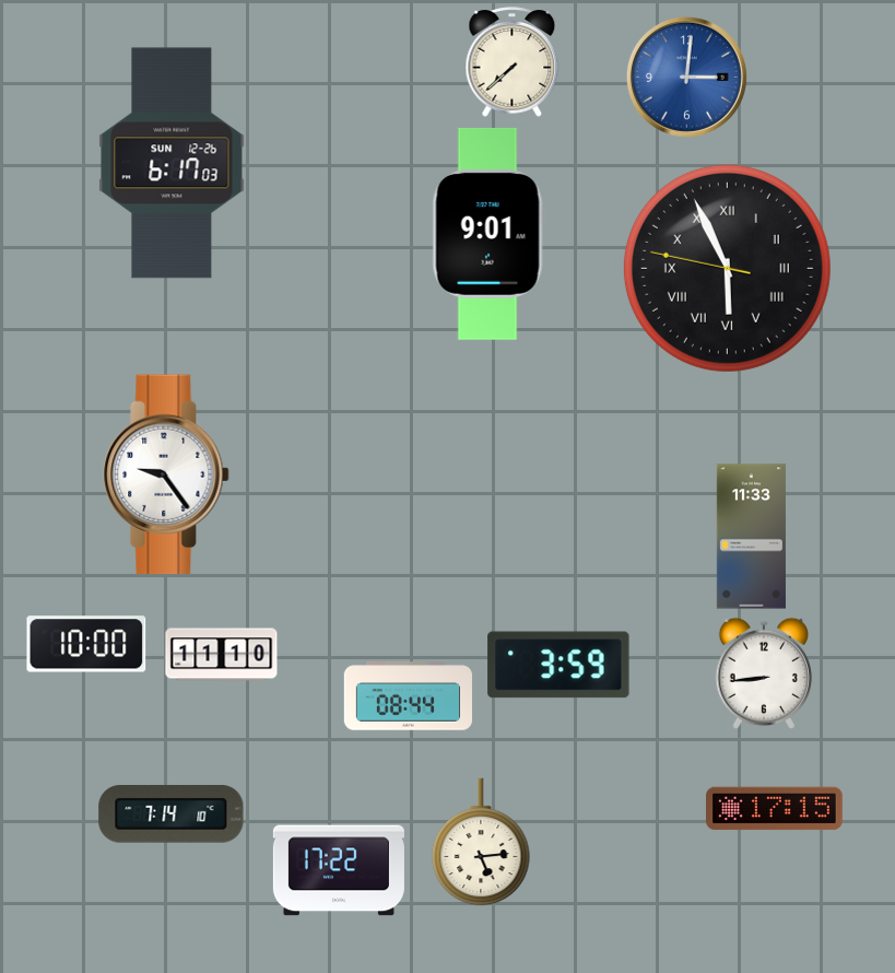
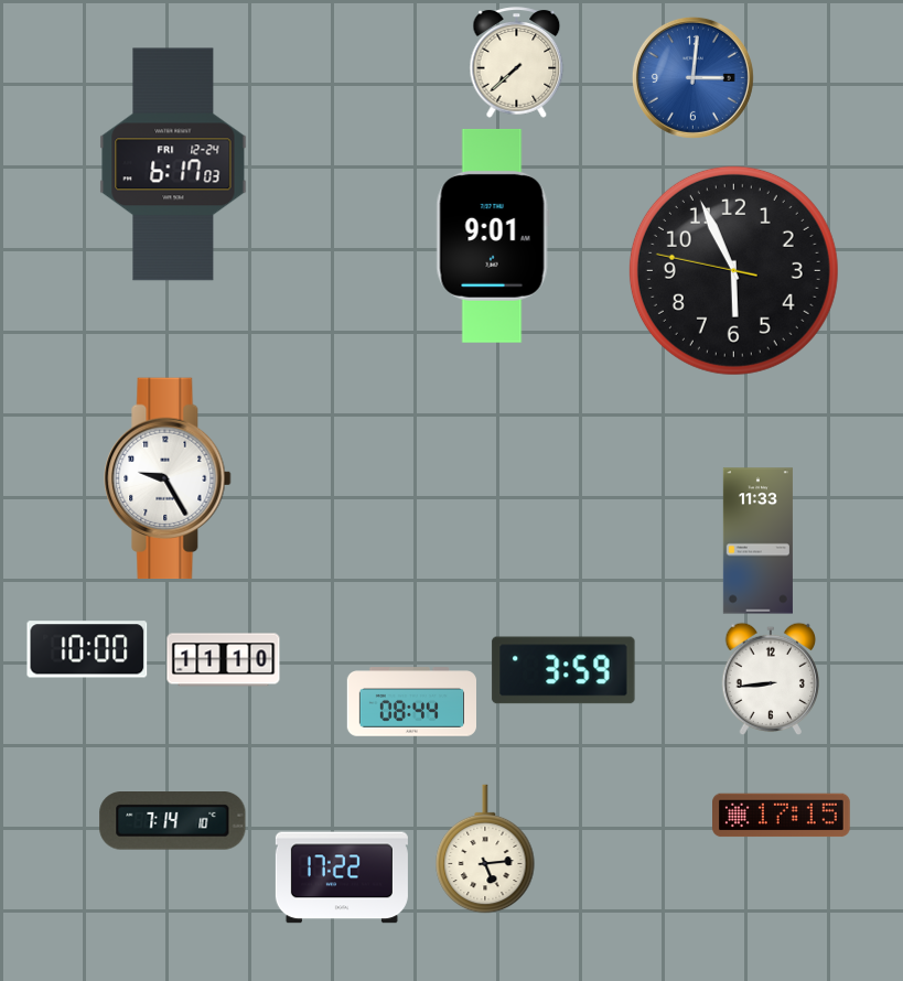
clock at (172, 163) date: SUN 12-26 -> FRI 12-24
clock at (727, 268) numerals: Roman -> Arabic
clock at (166, 474): 9:24 -> 9:25
